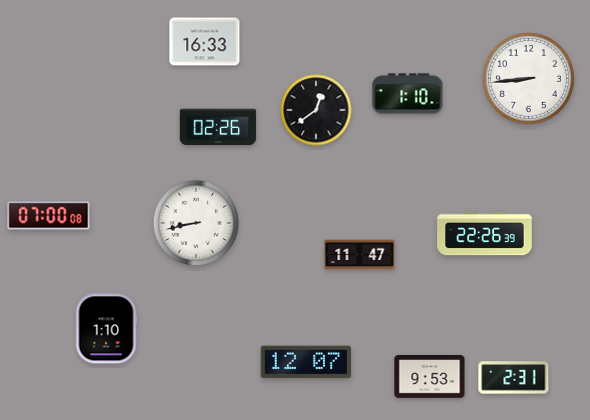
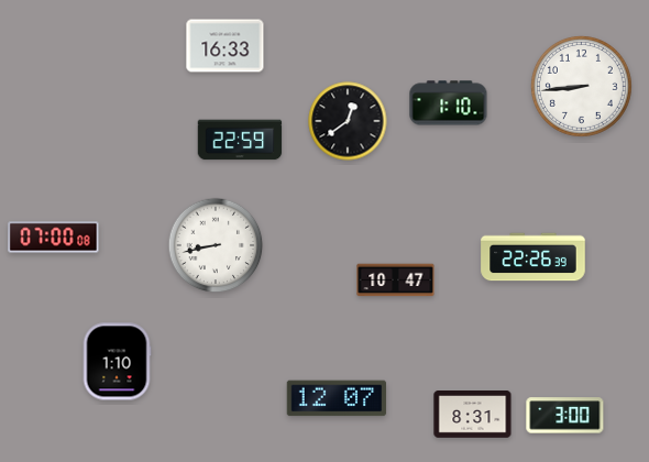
clock at (218, 127): 02:26 -> 22:59
clock at (360, 255): 11:47 -> 10:47
clock at (430, 377): 9:53 -> 8:31
clock at (514, 378): 2:31 -> 3:00
